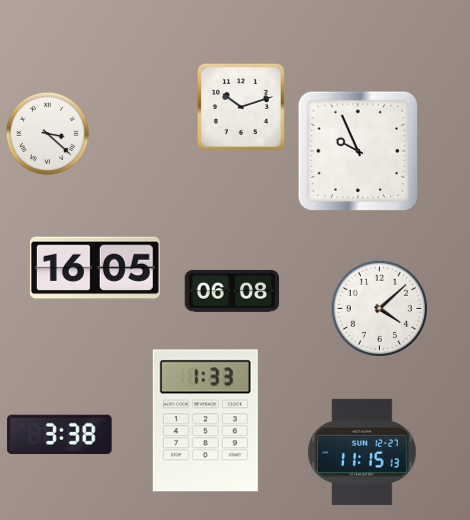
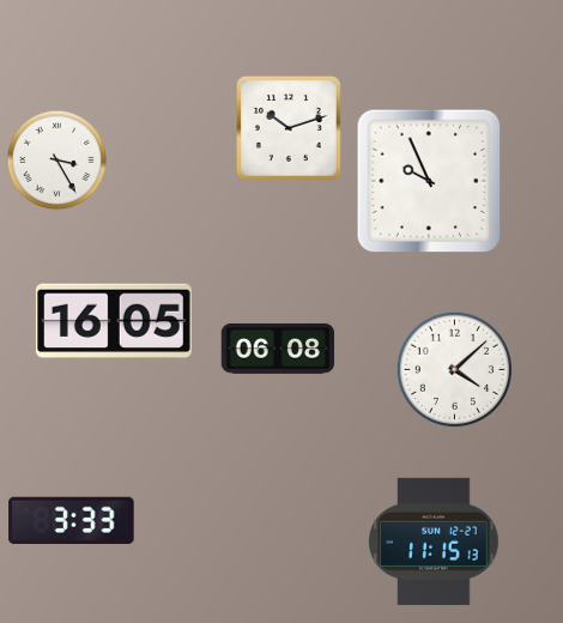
clock at (48, 134): 3:22 -> 3:25
clock at (205, 421): 1:33 -> none
clock at (60, 435): 3:38 -> 3:33
